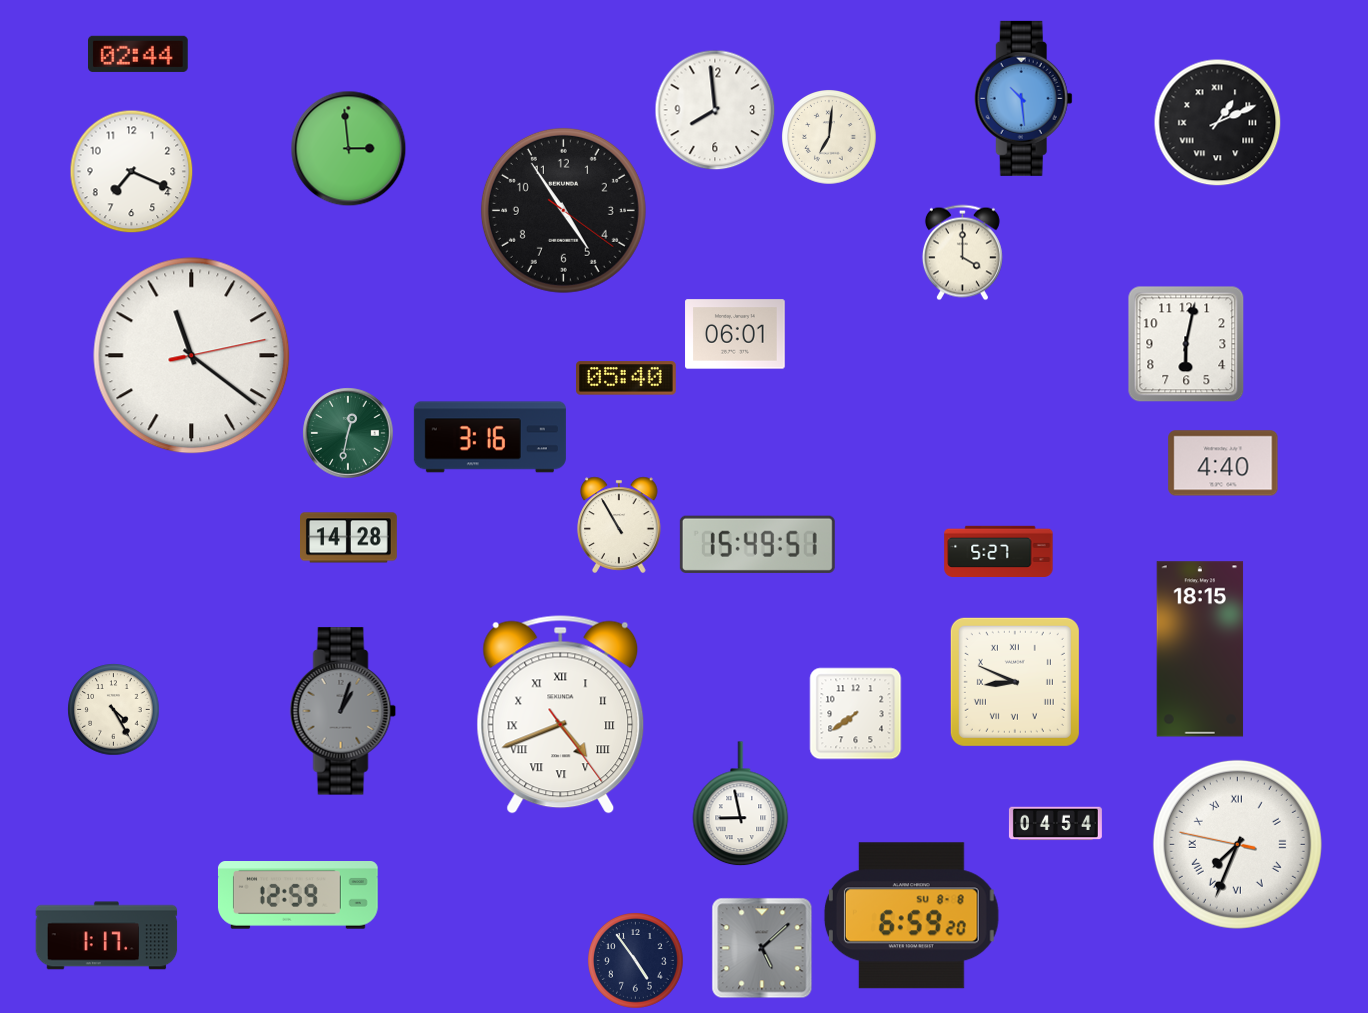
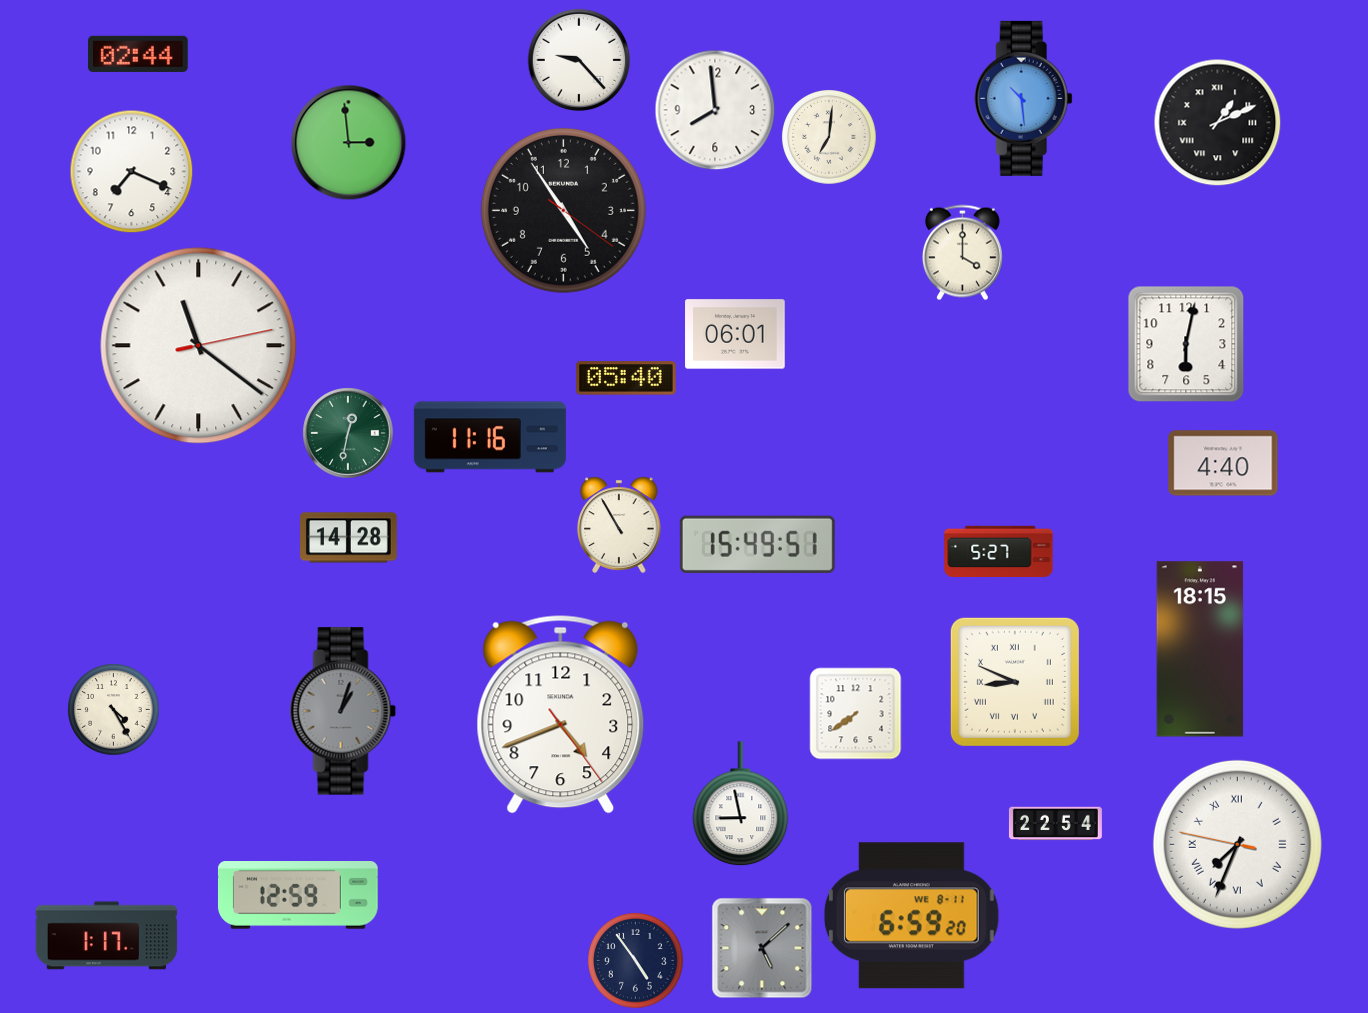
clock at (579, 60): none -> 9:23
clock at (348, 148) position: (348, 148) -> (348, 142)
clock at (192, 356) position: (192, 356) -> (199, 346)
clock at (490, 437): 3:16 -> 11:16
clock at (561, 714) numerals: Roman -> Arabic
clock at (1055, 824): 04:54 -> 22:54
clock at (911, 916) date: SU 8-8 -> WE 8-11
